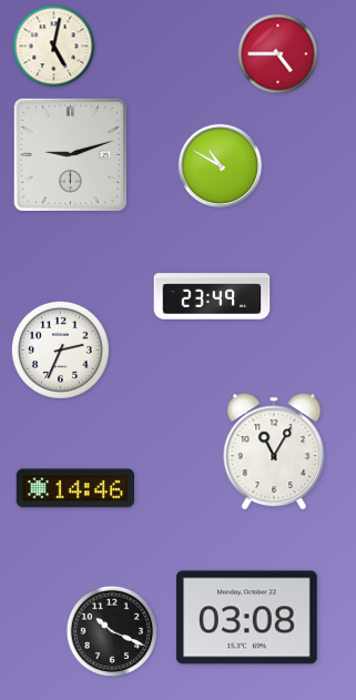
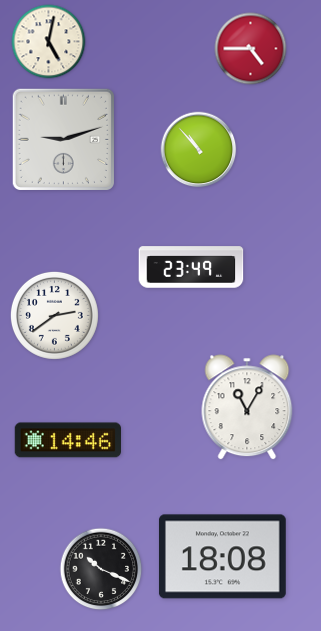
clock at (221, 166): 10:50 -> 10:53
clock at (60, 349): 2:34 -> 2:39
clock at (246, 618): 03:08 -> 18:08
